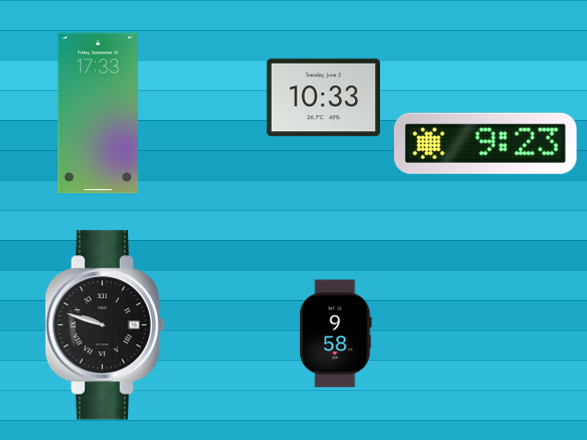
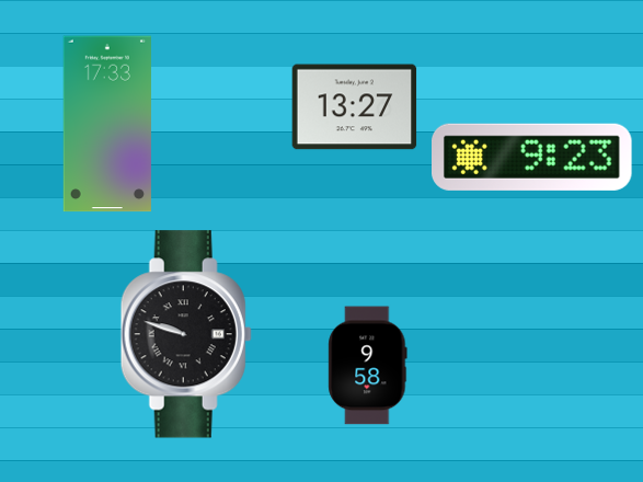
clock at (324, 98): 10:33 -> 13:27
clock at (105, 325) position: (105, 325) -> (186, 334)
